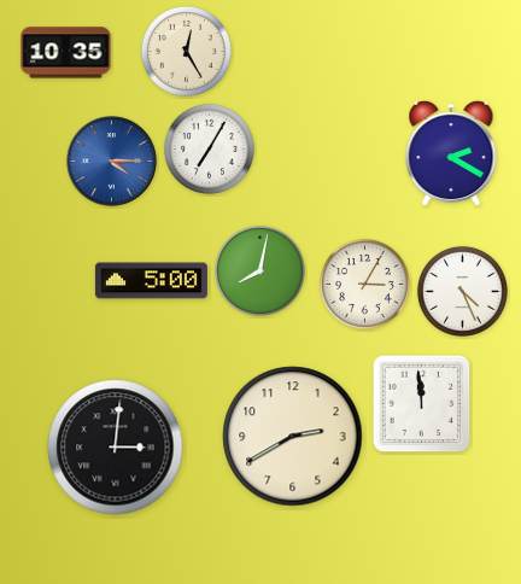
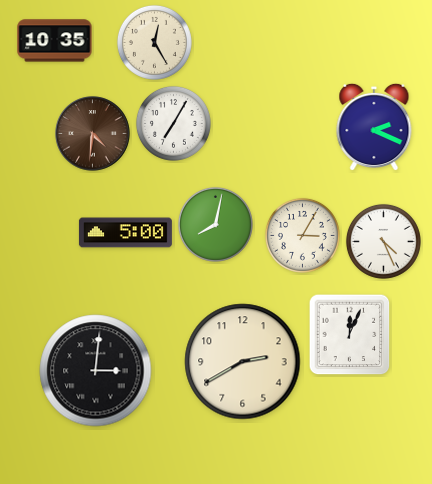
clock at (66, 53) position: (66, 53) -> (55, 41)
clock at (451, 153): 2:20 -> 2:19
clock at (112, 162): 4:15 -> 4:31
clock at (112, 162) dial: blue -> brown
clock at (422, 404): 11:59 -> 12:04
